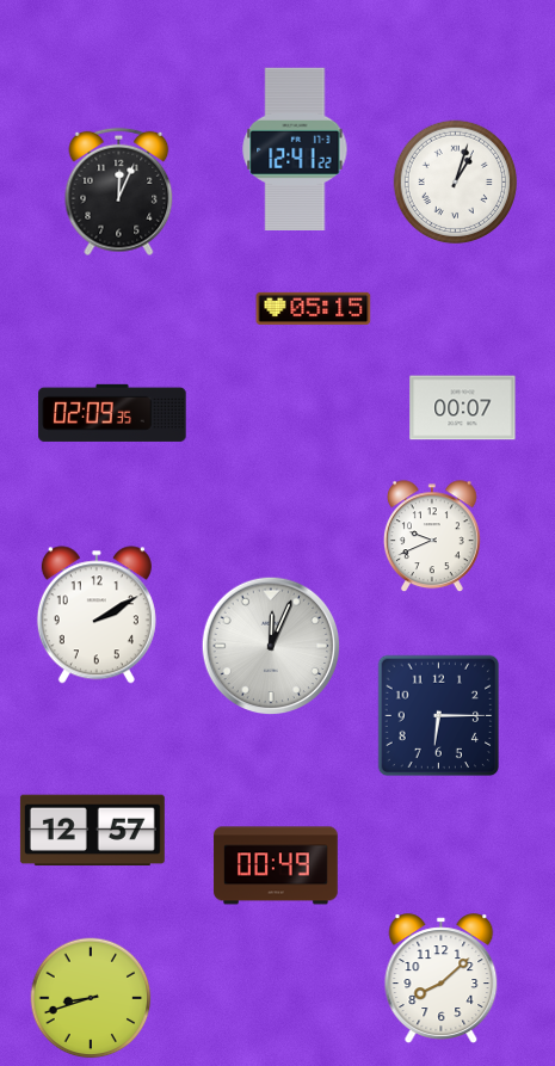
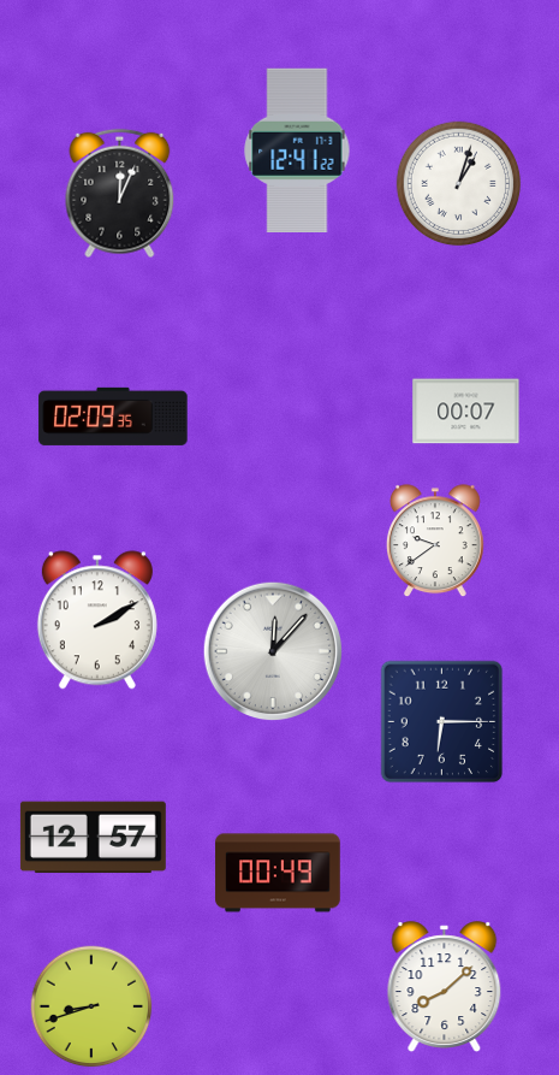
clock at (314, 308): 05:15 -> none
clock at (432, 537): 9:41 -> 9:39
clock at (271, 646): 12:04 -> 12:07
